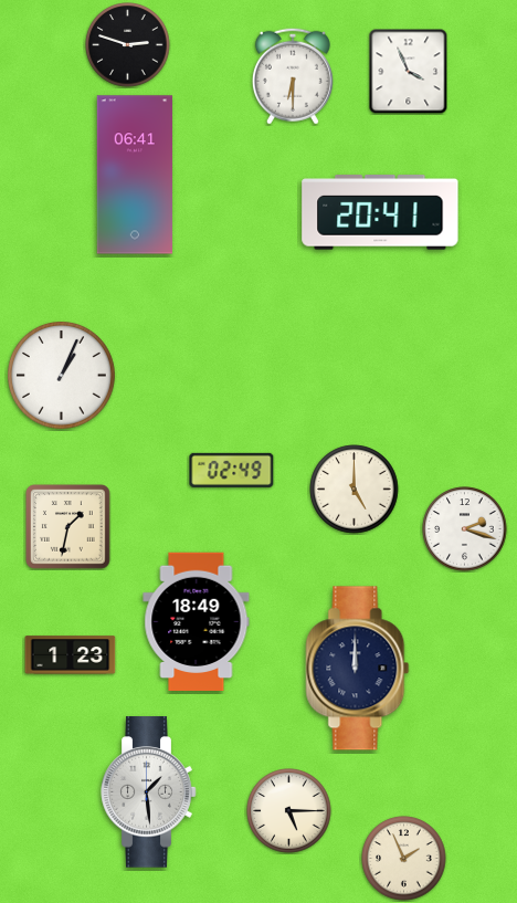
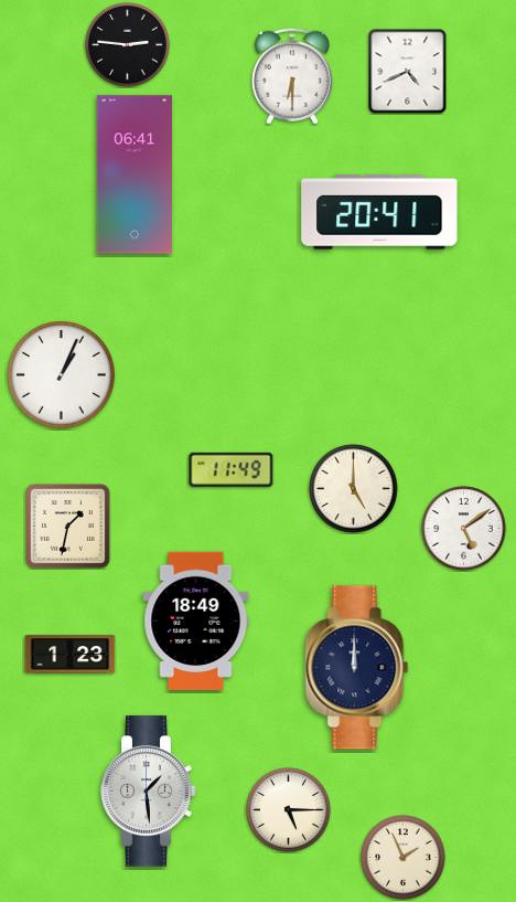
clock at (128, 45): 2:48 -> 2:46
clock at (409, 71): 3:56 -> 4:41
clock at (232, 470): 02:49 -> 11:49
clock at (465, 529): 2:18 -> 5:09
